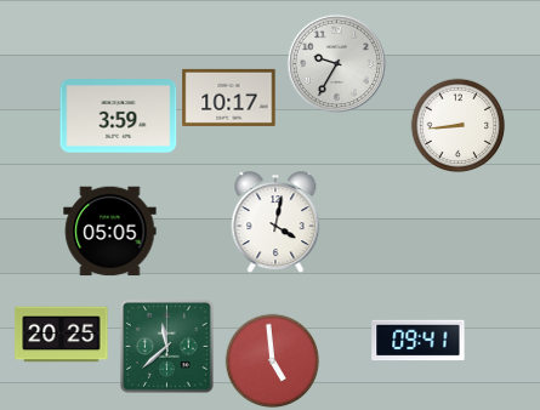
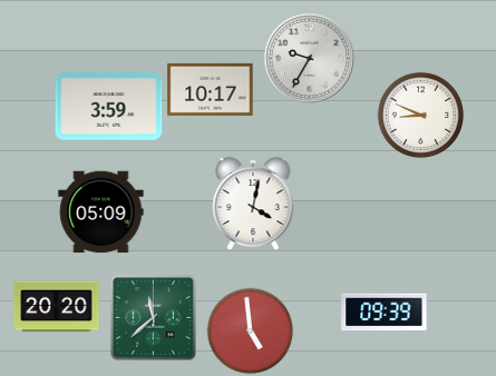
clock at (457, 125): 8:44 -> 8:49
clock at (110, 232): 05:05 -> 05:09
clock at (62, 335): 20:25 -> 20:20
clock at (419, 341): 09:41 -> 09:39
